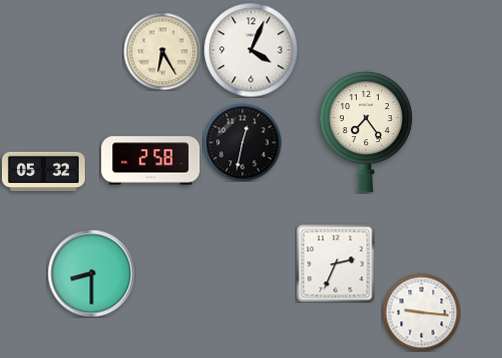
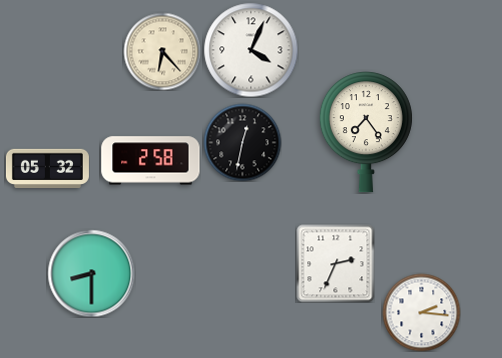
clock at (162, 51): 6:25 -> 6:23
clock at (43, 171) position: (43, 171) -> (47, 168)
clock at (421, 312): 9:16 -> 2:16
